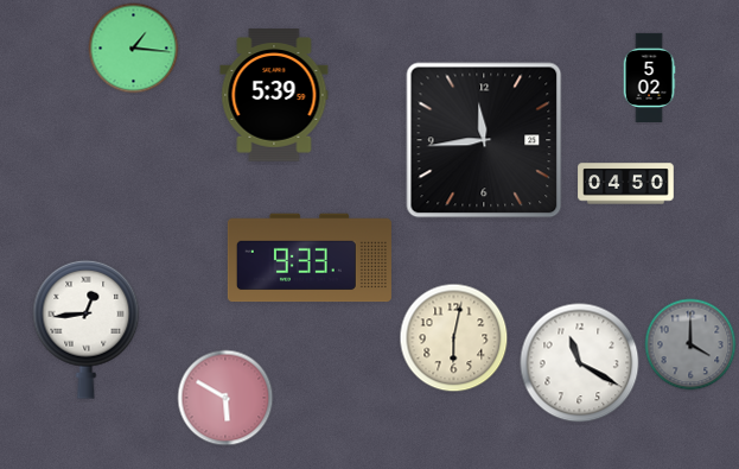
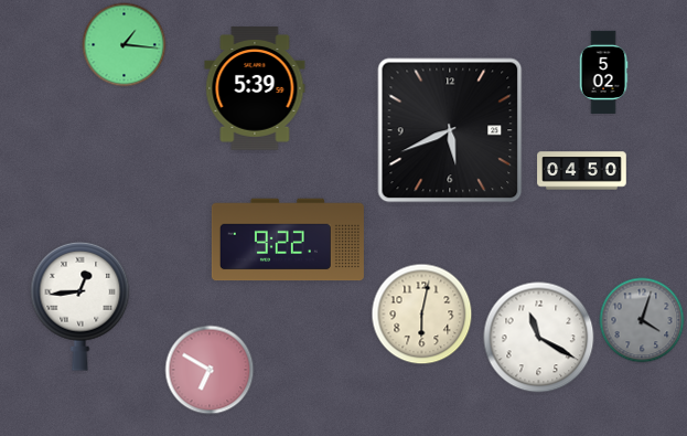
clock at (484, 140): 11:44 -> 5:41
clock at (310, 258): 9:33 -> 9:22
clock at (690, 344): 4:00 -> 4:03
clock at (225, 398): 5:50 -> 6:50
